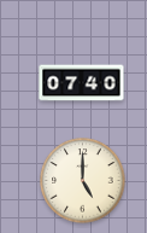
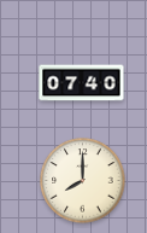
clock at (83, 181): 5:00 -> 8:00
